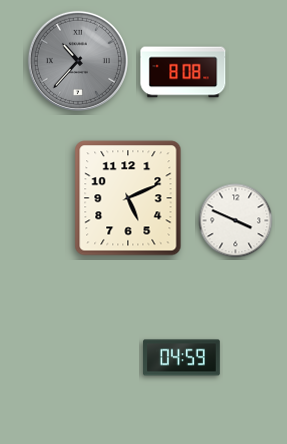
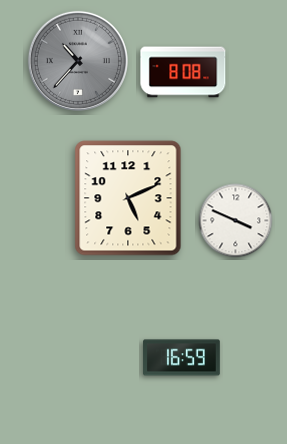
clock at (182, 358): 04:59 -> 16:59
